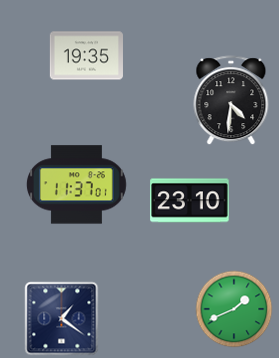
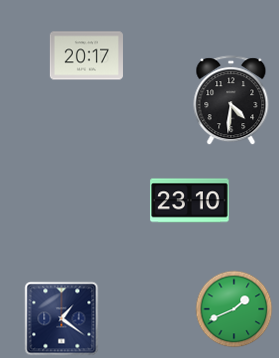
clock at (86, 56): 19:35 -> 20:17
clock at (76, 185): 11:37 -> none
